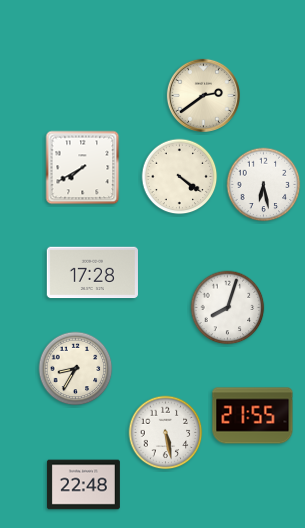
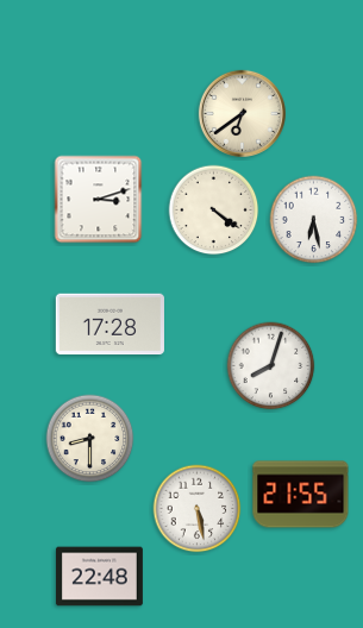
clock at (203, 95): 2:39 -> 6:39
clock at (83, 168): 7:40 -> 3:12
clock at (76, 369): 8:35 -> 8:30
clock at (166, 433) position: (166, 433) -> (198, 509)
